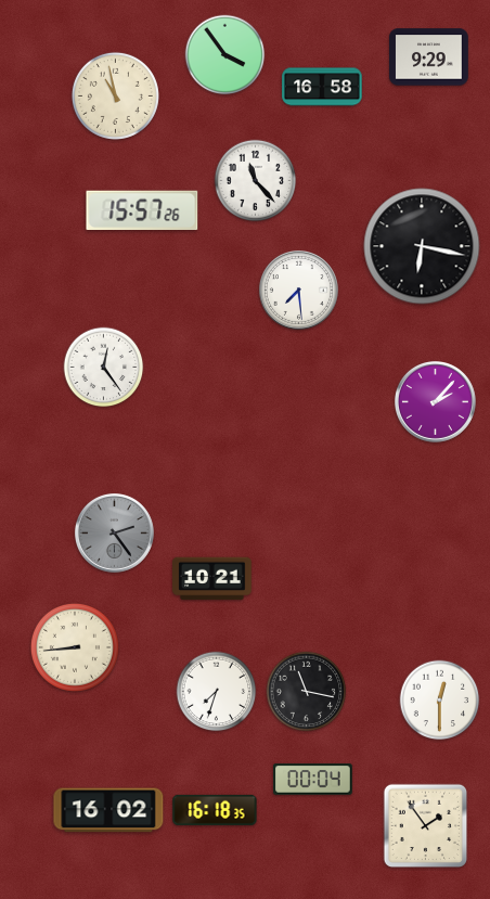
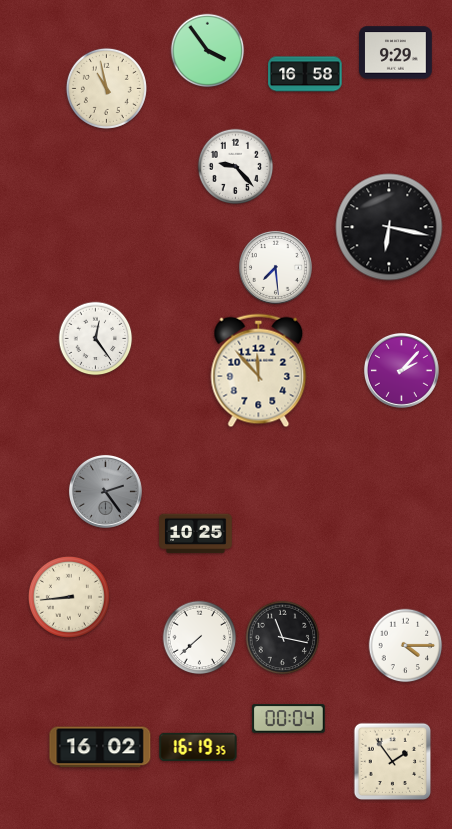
clock at (322, 87) position: (322, 87) -> (305, 74)
clock at (256, 181): 11:23 -> 9:23
clock at (142, 210): 15:57 -> none
clock at (259, 371): none -> 11:53
clock at (212, 579): 10:21 -> 10:25
clock at (217, 692): 7:33 -> 7:38
clock at (440, 701): 12:30 -> 4:15
clock at (215, 810): 16:18 -> 16:19
